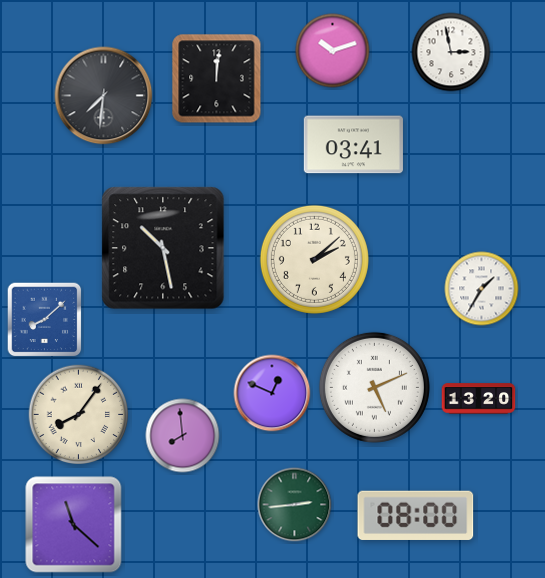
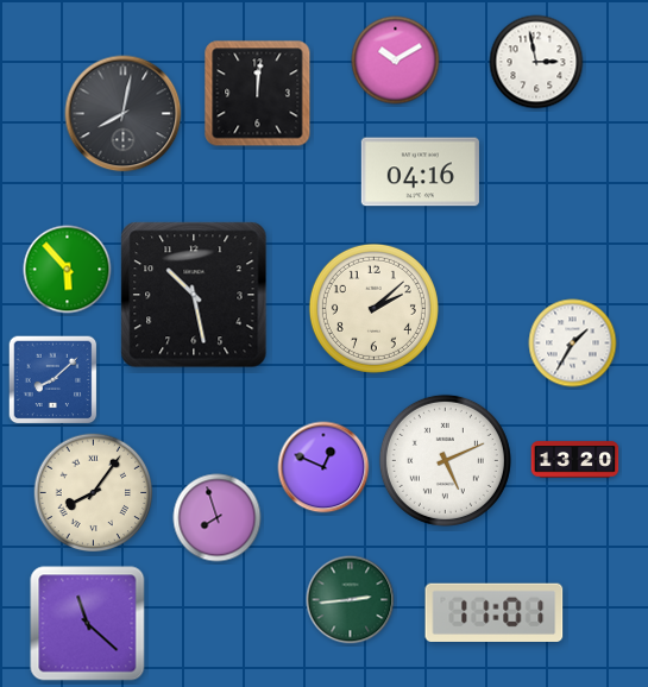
clock at (333, 51): 10:12 -> 10:10
clock at (104, 96): 7:31 -> 8:02
clock at (353, 145): 03:41 -> 04:16
clock at (68, 270): none -> 5:53
clock at (479, 399) position: (479, 399) -> (575, 460)
clock at (183, 436): 7:59 -> 7:57
clock at (416, 515): 08:00 -> 11:01
